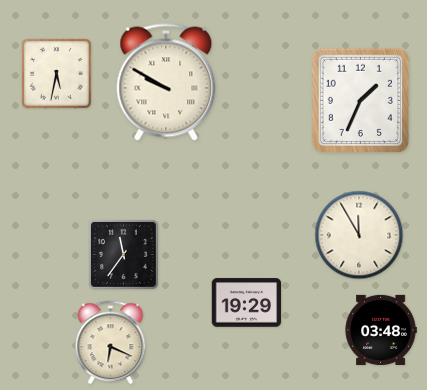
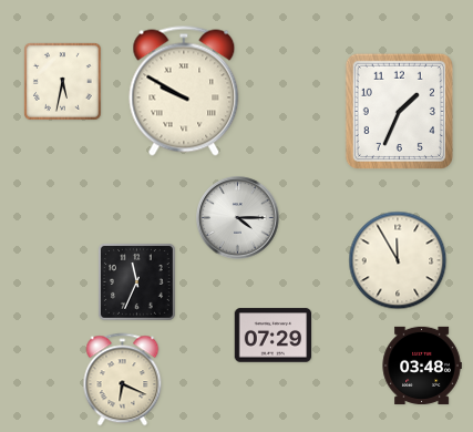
clock at (238, 218): none -> 4:15
clock at (124, 255): 11:36 -> 11:34
clock at (247, 303): 19:29 -> 07:29
